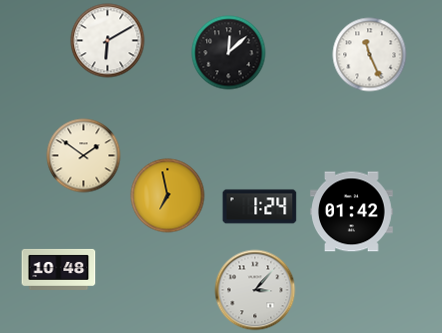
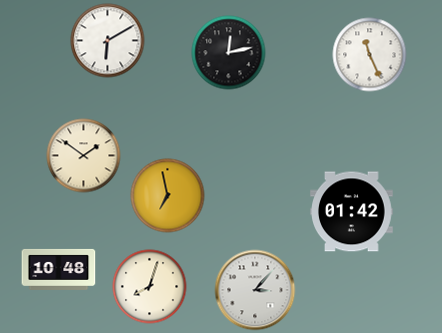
clock at (229, 53): 12:08 -> 12:13
clock at (260, 207): 1:24 -> none
clock at (150, 287): none -> 8:03
